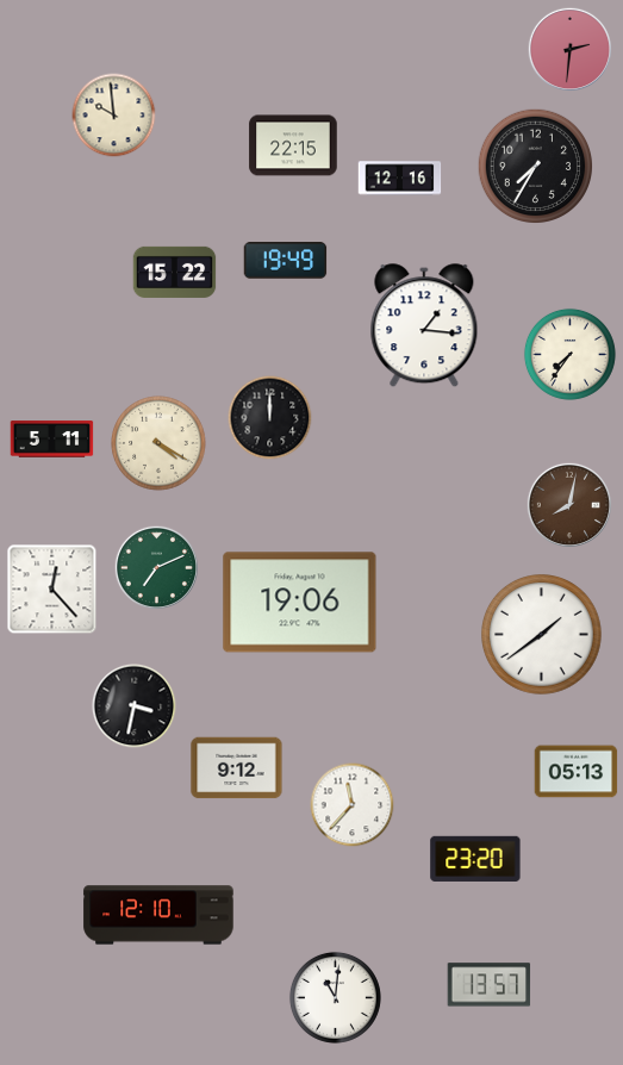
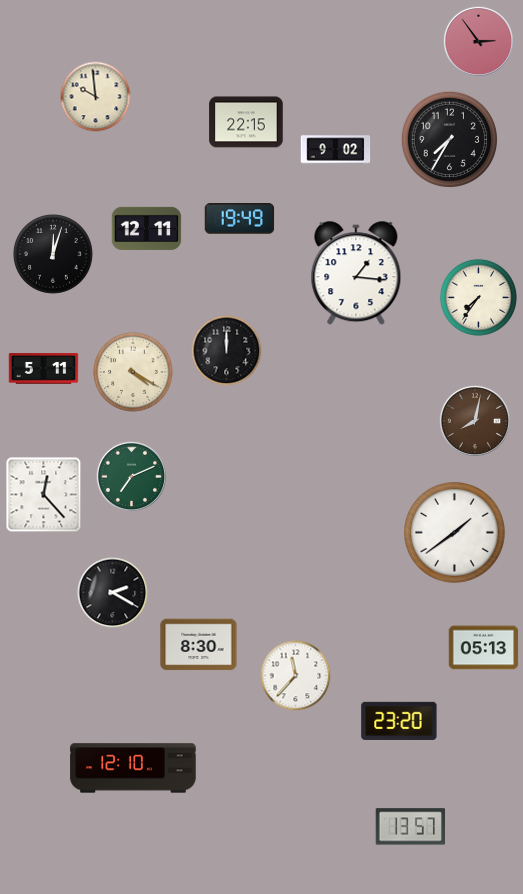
clock at (569, 49): 2:31 -> 2:54
clock at (400, 179): 12:16 -> 9:02
clock at (175, 272): 15:22 -> 12:11
clock at (53, 254): none -> 12:03
clock at (569, 505) position: (569, 505) -> (475, 421)
clock at (300, 603): 19:06 -> none
clock at (135, 706): 3:32 -> 2:20
clock at (237, 768): 9:12 -> 8:30
clock at (335, 997): 11:01 -> none
